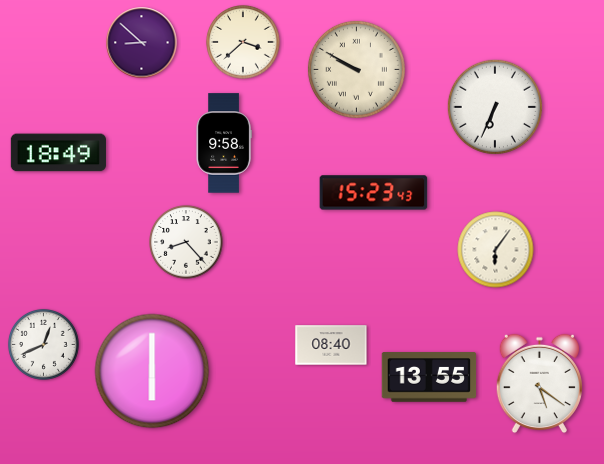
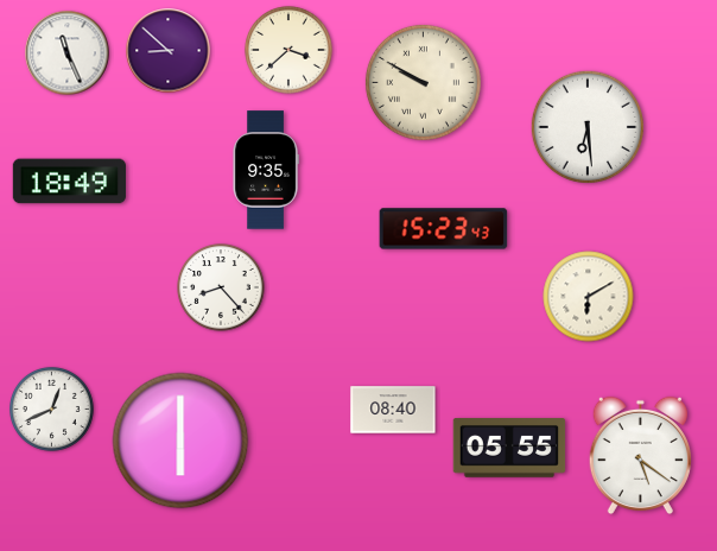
clock at (68, 53): none -> 11:26
clock at (495, 107): 6:34 -> 6:29
clock at (224, 143): 9:58 -> 9:35
clock at (496, 250): 6:06 -> 6:10
clock at (429, 377): 13:55 -> 05:55
